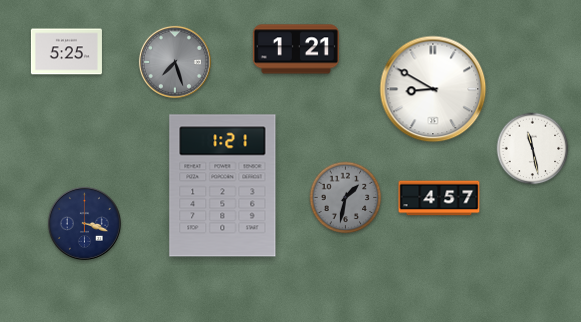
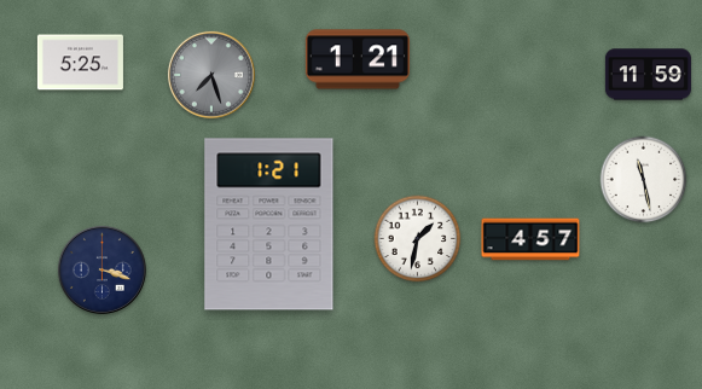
clock at (648, 75): none -> 11:59
clock at (433, 89): 8:50 -> none
clock at (346, 198) dial: grey -> white
